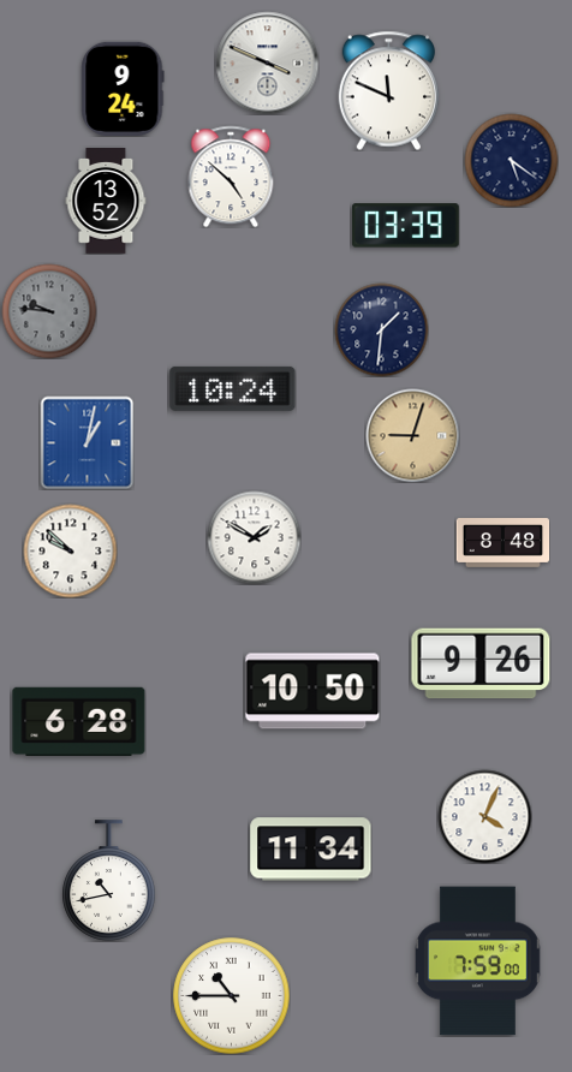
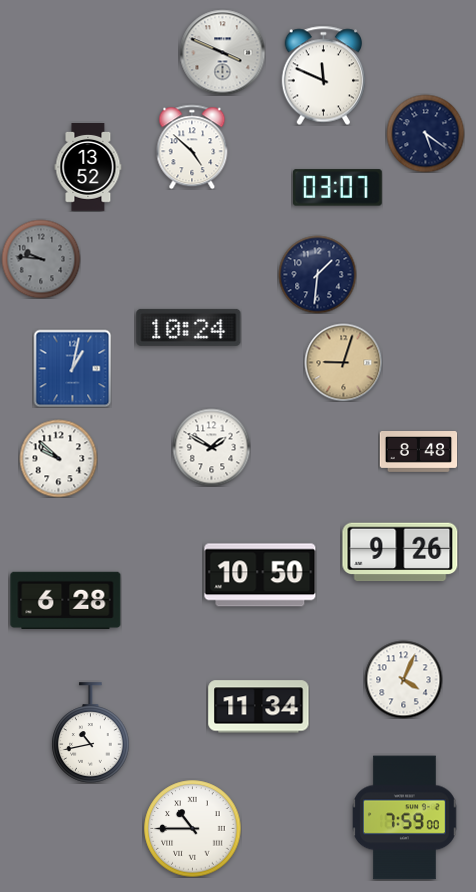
clock at (123, 89): 9:24 -> none
clock at (405, 226): 03:39 -> 03:07
clock at (233, 388) position: (233, 388) -> (189, 327)
clock at (478, 961) position: (478, 961) -> (405, 818)
